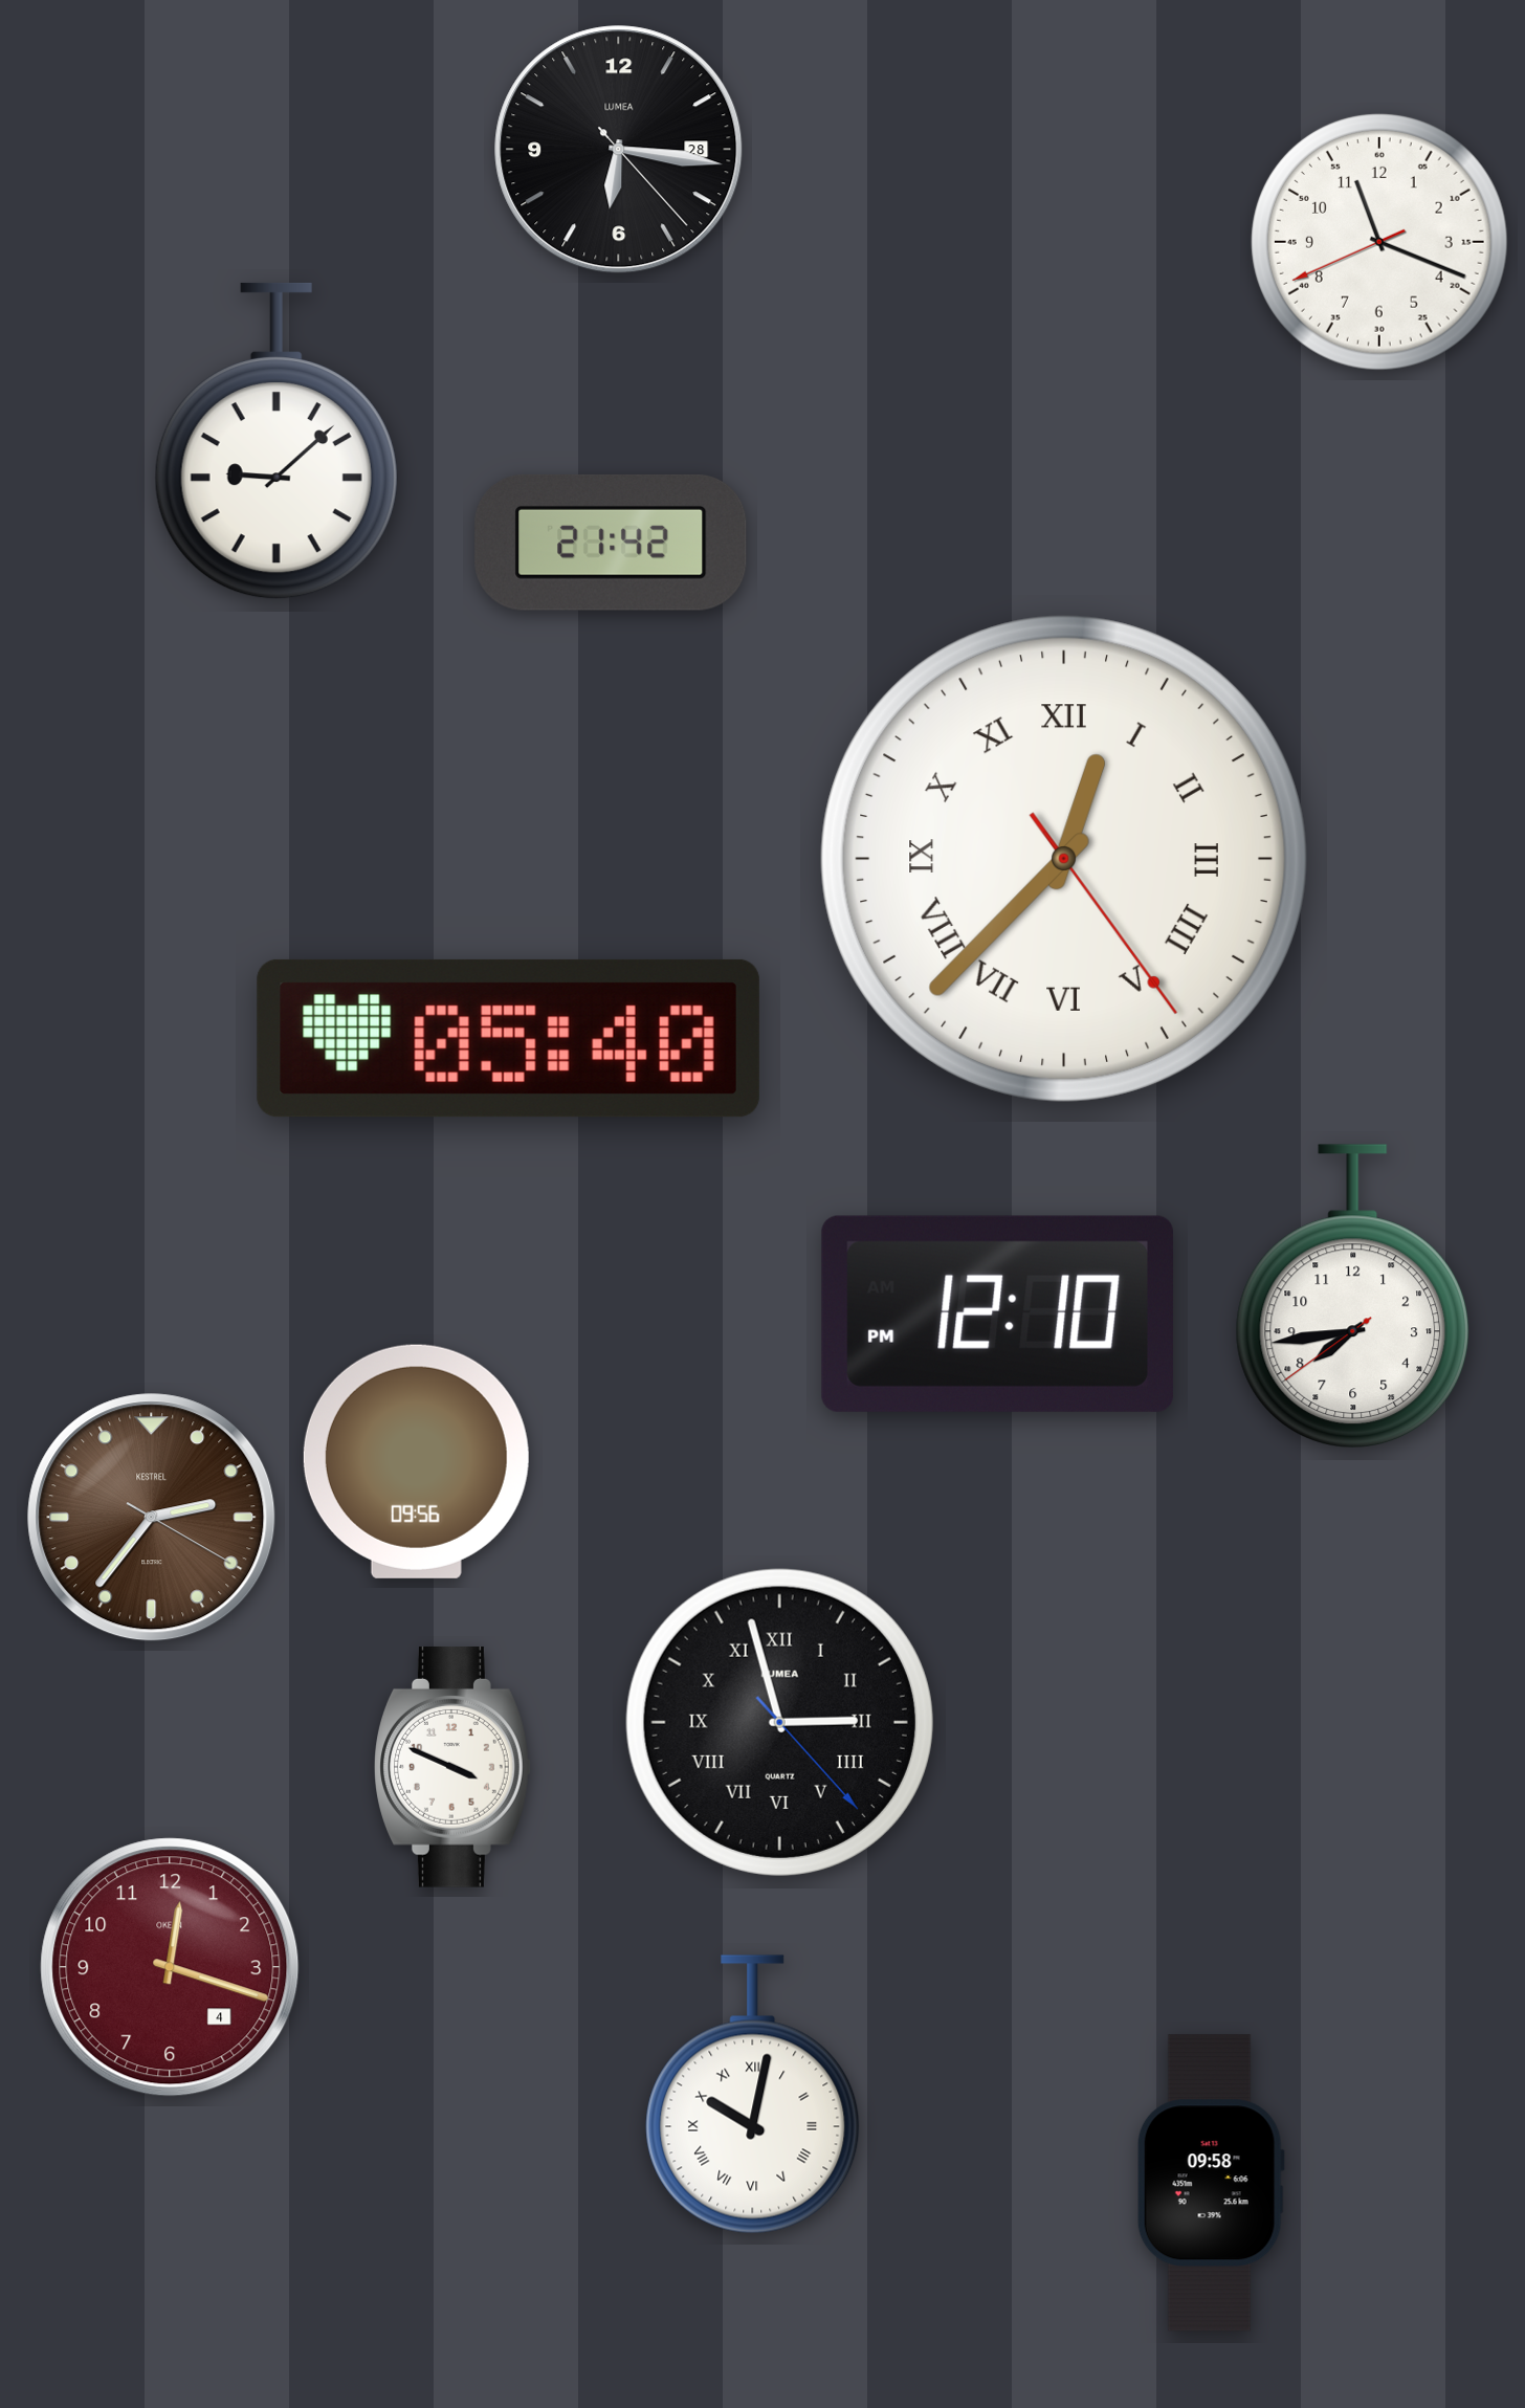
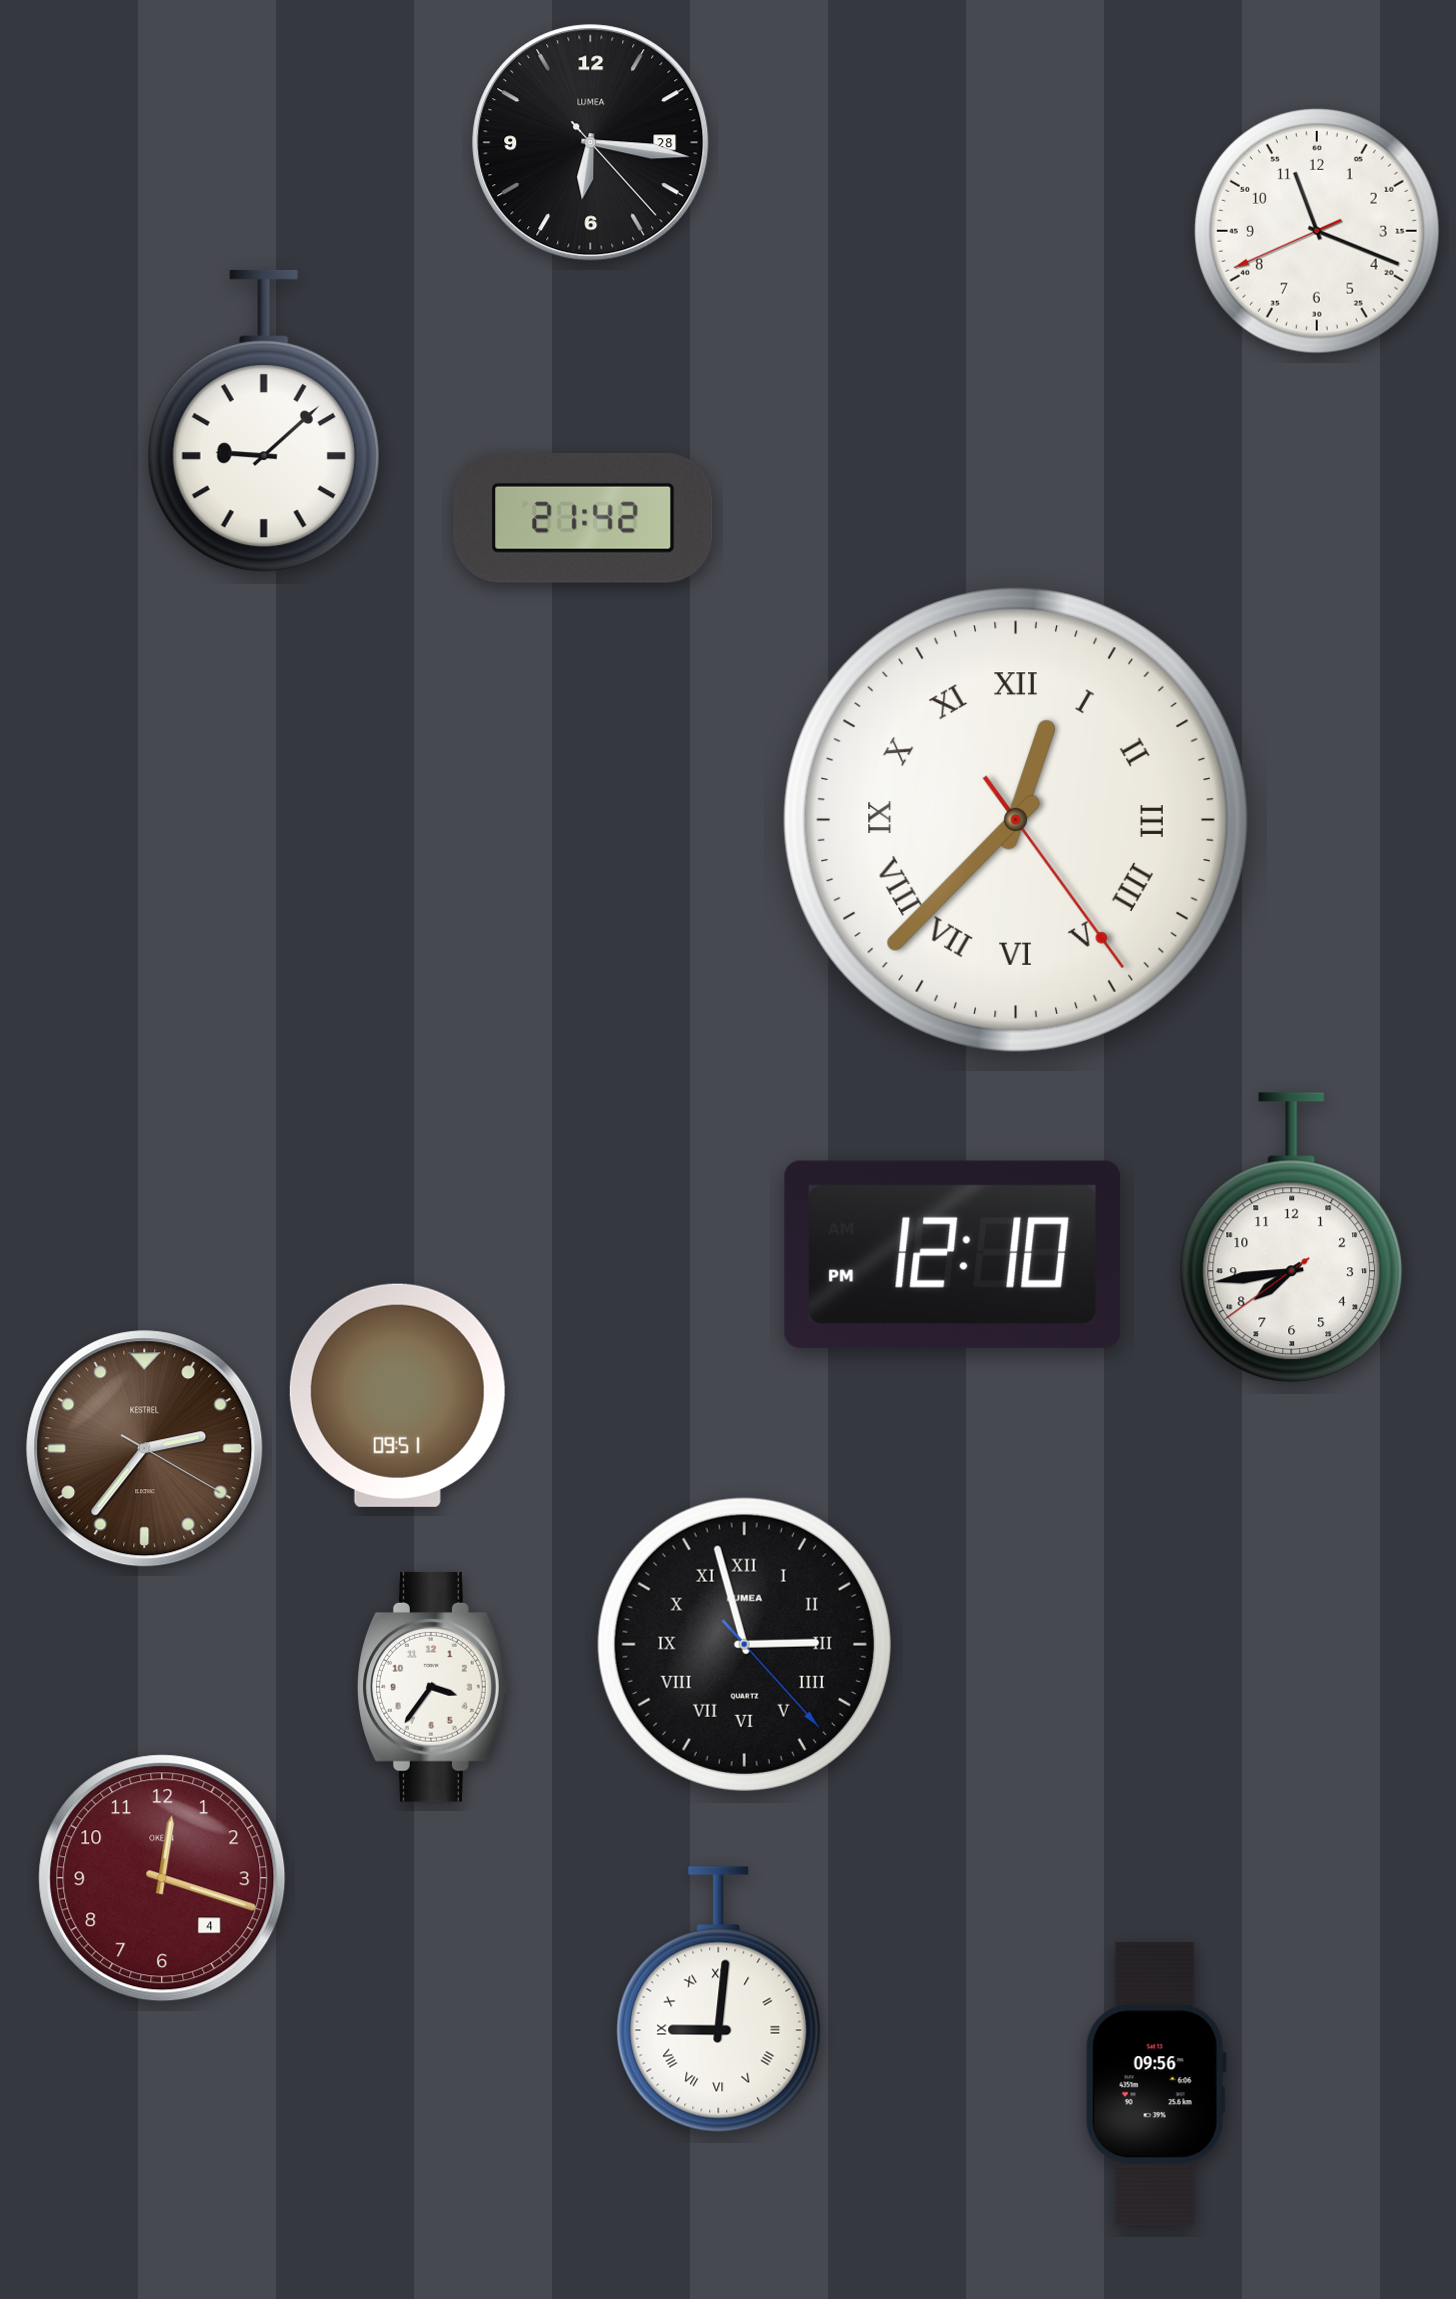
clock at (508, 1038): 05:40 -> none
clock at (416, 1461): 09:56 -> 09:51
clock at (454, 1767): 3:49 -> 3:36
clock at (753, 2095): 10:02 -> 9:01
clock at (1211, 2183): 09:58 -> 09:56
